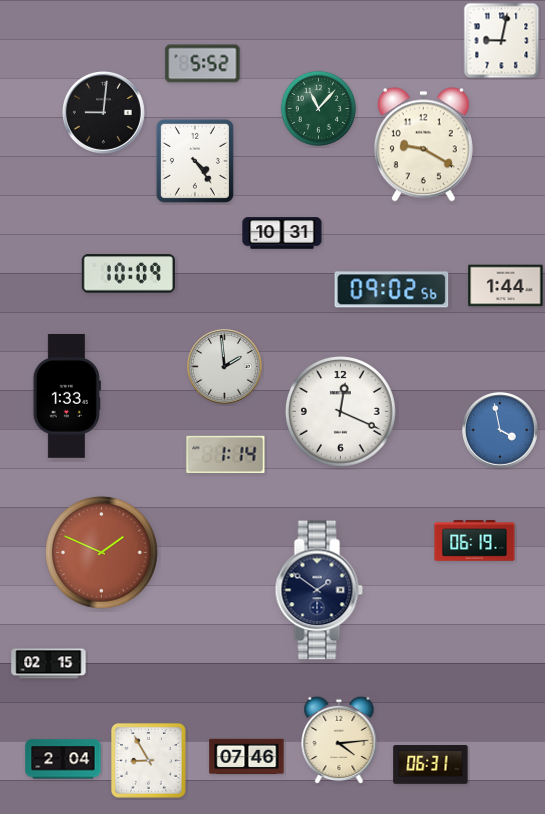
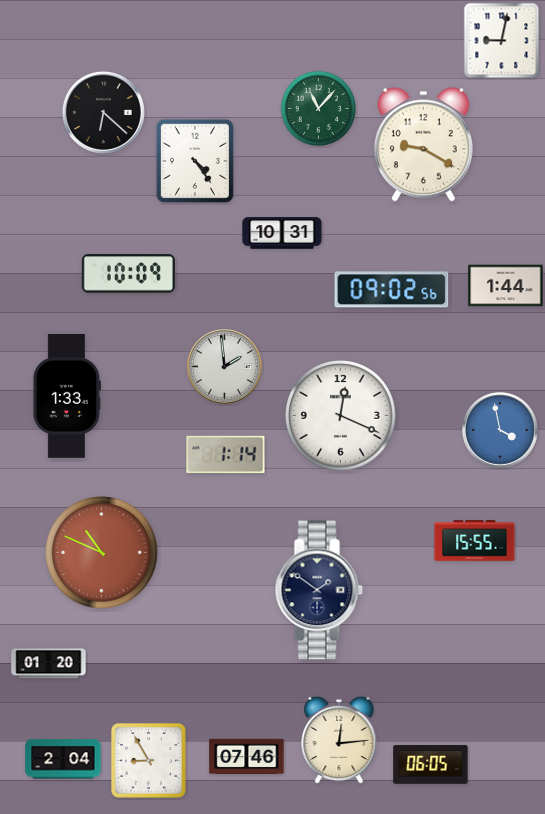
clock at (203, 64): 5:52 -> none
clock at (103, 112): 9:01 -> 6:22
clock at (341, 412) position: (341, 412) -> (341, 416)
clock at (475, 541): 06:19 -> 15:55
clock at (102, 553): 1:49 -> 10:49
clock at (49, 664): 02:15 -> 01:20
clock at (339, 740): 4:14 -> 12:14
clock at (431, 765): 06:31 -> 06:05
